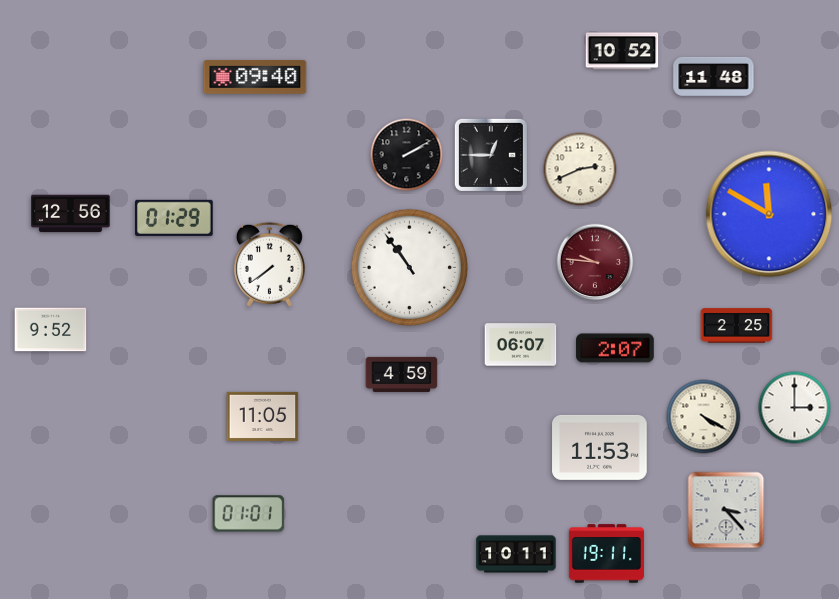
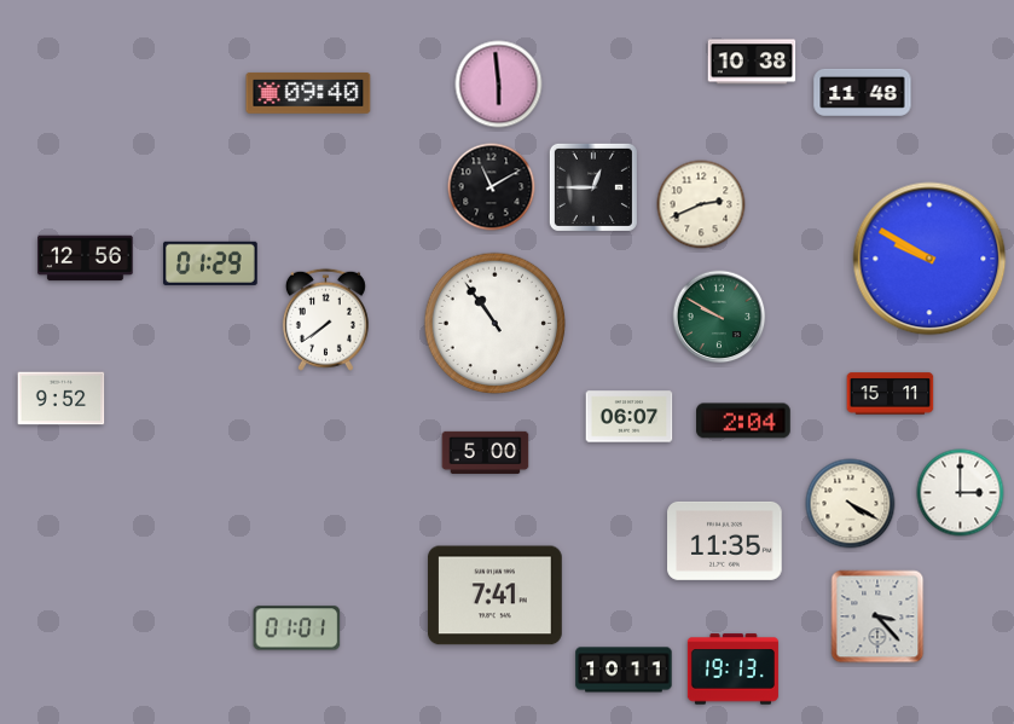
clock at (622, 51): 10:52 -> 10:38
clock at (499, 85): none -> 5:59
clock at (407, 155): 2:10 -> 11:10
clock at (769, 214): 11:50 -> 9:50
clock at (595, 262): 9:46 -> 9:50
clock at (595, 262) dial: burgundy -> green
clock at (737, 326): 2:25 -> 15:11
clock at (615, 348): 2:07 -> 2:04
clock at (402, 374): 4:59 -> 5:00
clock at (263, 416): 11:05 -> none
clock at (600, 447): 11:53 -> 11:35
clock at (494, 596): none -> 7:41
clock at (249, 514) position: (249, 514) -> (297, 629)
clock at (606, 554): 19:11 -> 19:13
